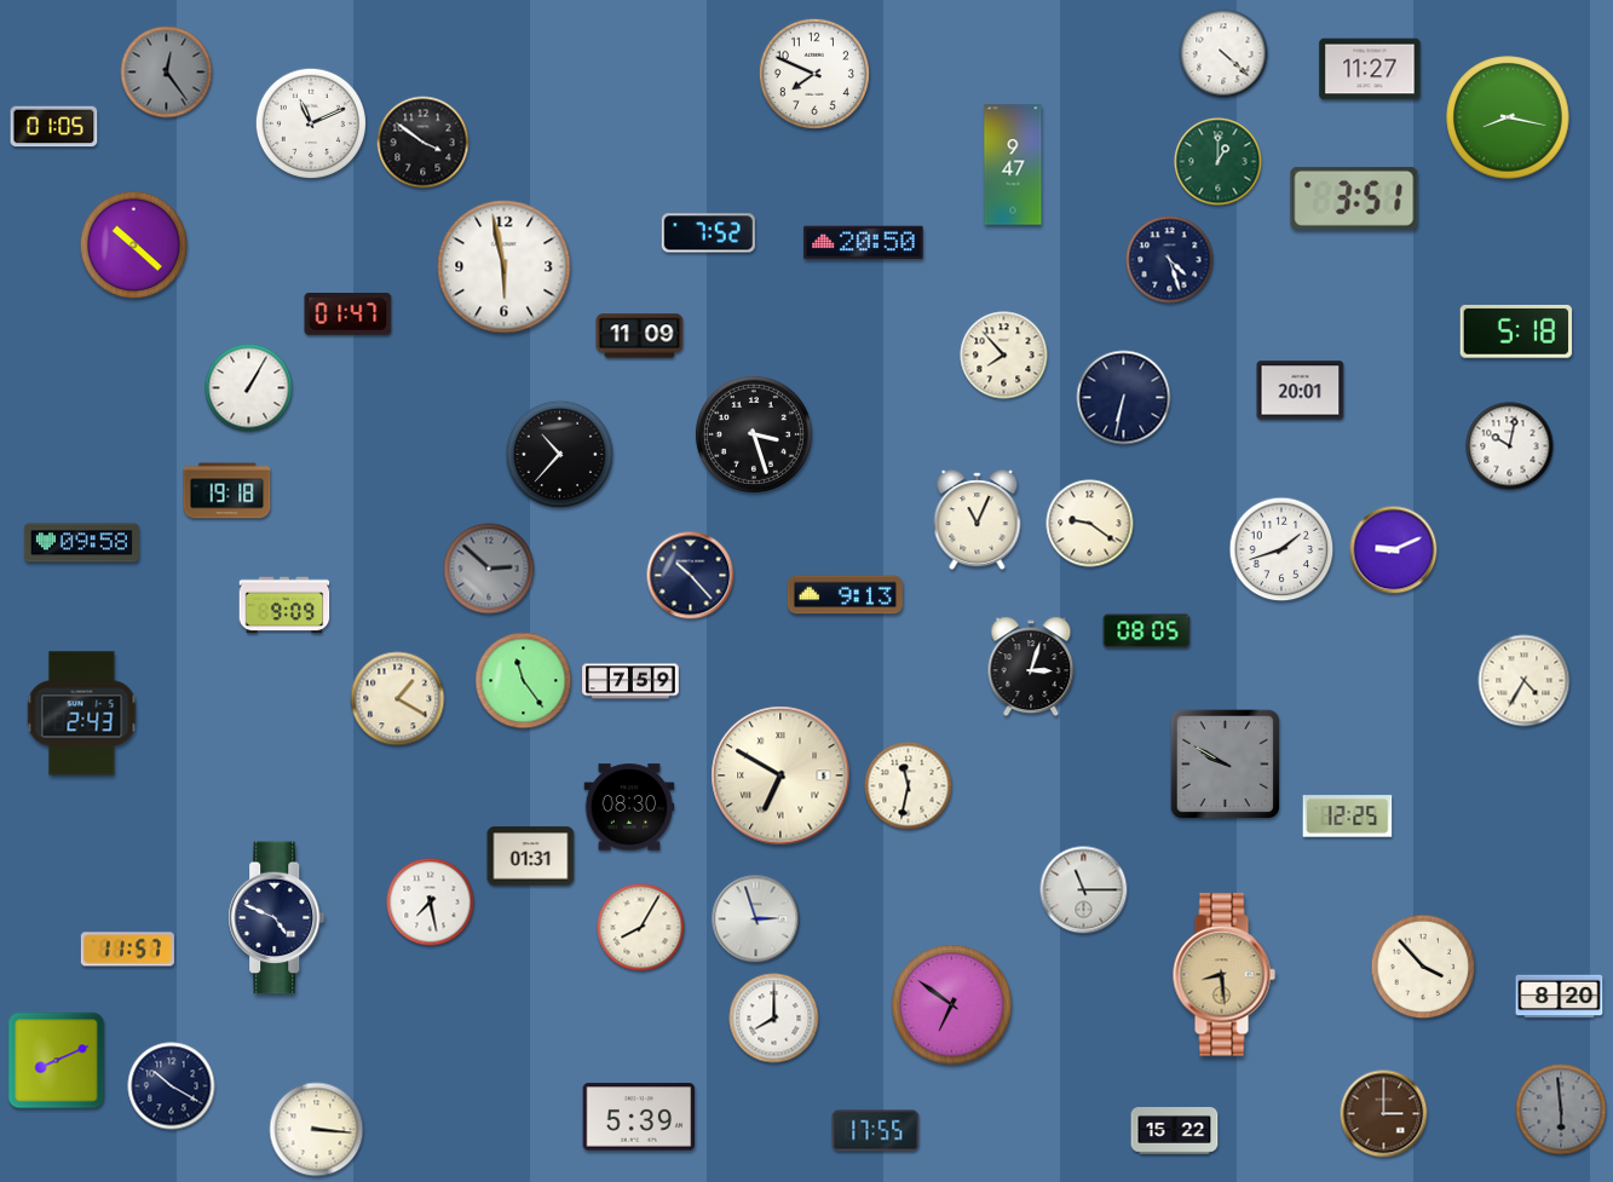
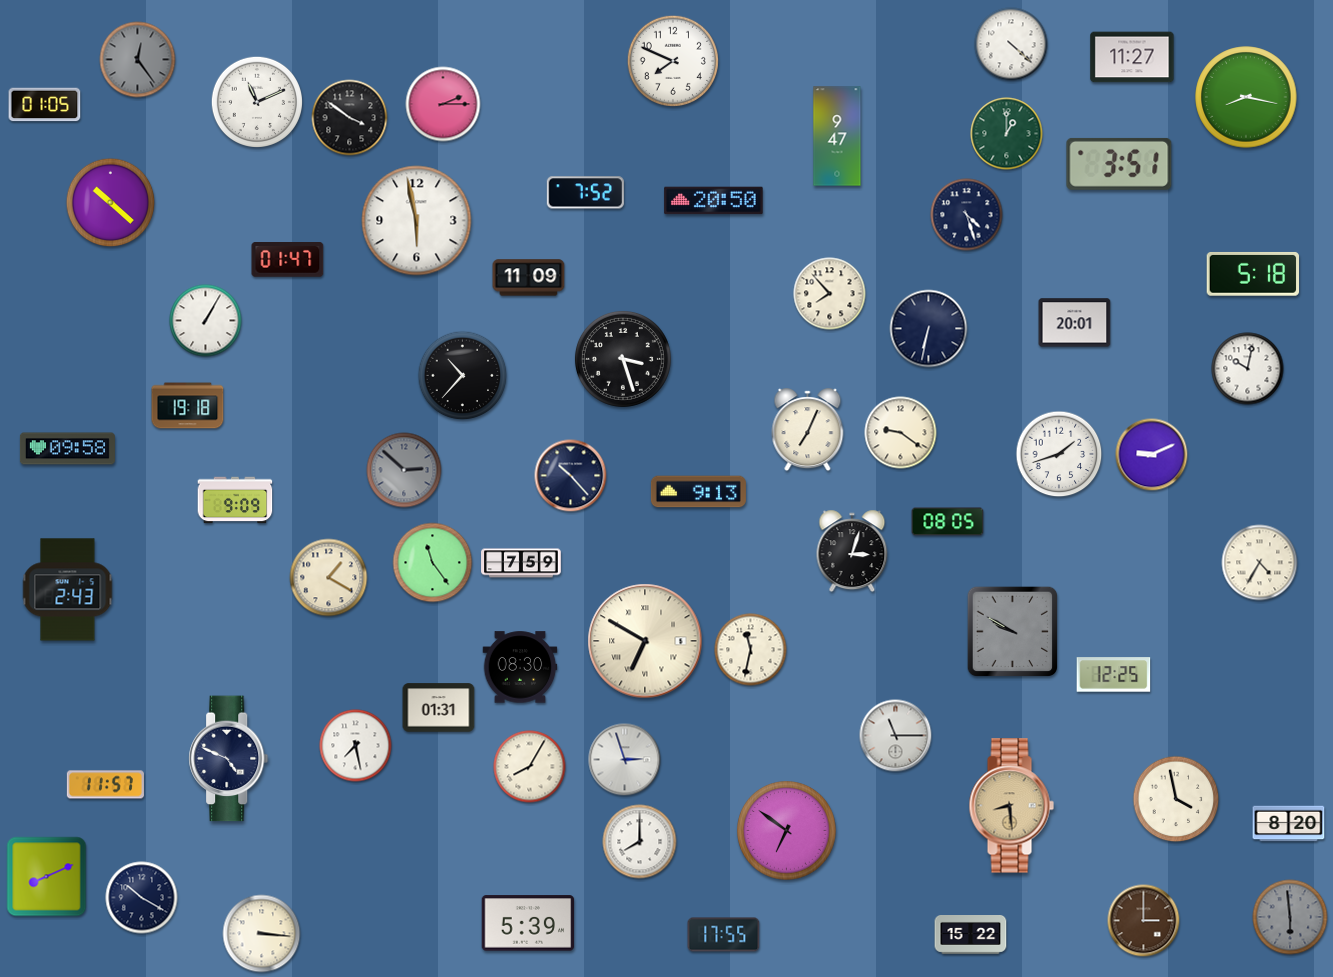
clock at (443, 104): none -> 2:15
clock at (978, 520): 11:04 -> 7:04
clock at (1423, 967): 3:53 -> 3:58
